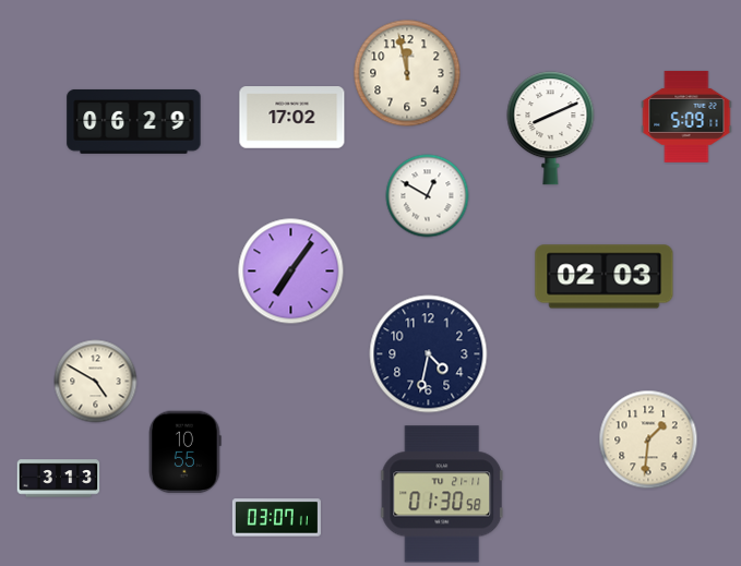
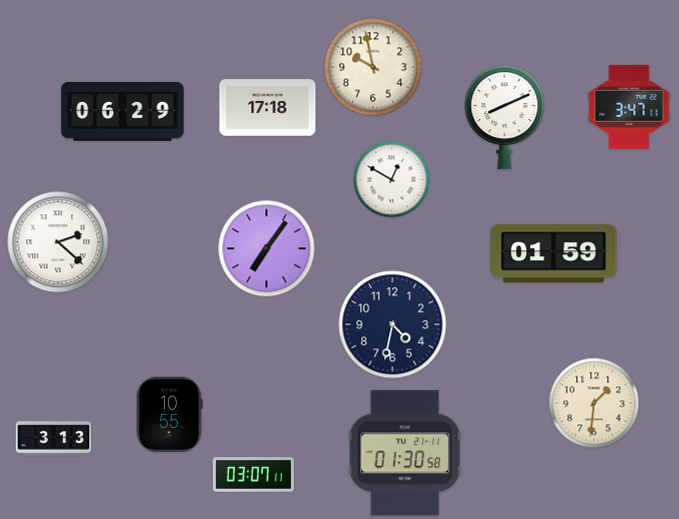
clock at (407, 73): 11:58 -> 9:58
clock at (686, 117): 5:09 -> 3:47
clock at (292, 118): 17:02 -> 17:18
clock at (58, 242): none -> 2:22
clock at (605, 277): 02:03 -> 01:59
clock at (96, 382): 4:50 -> none
